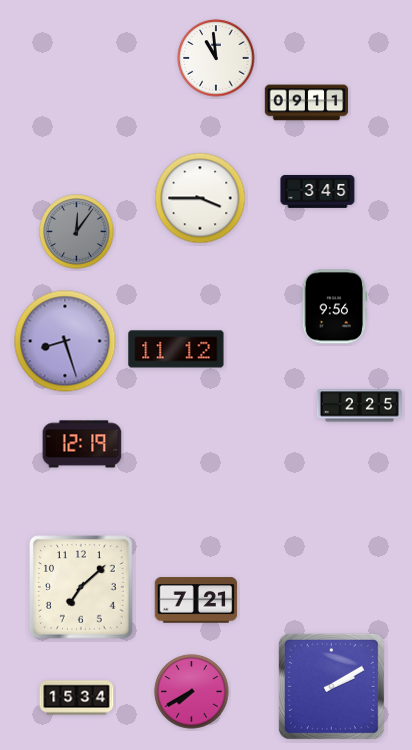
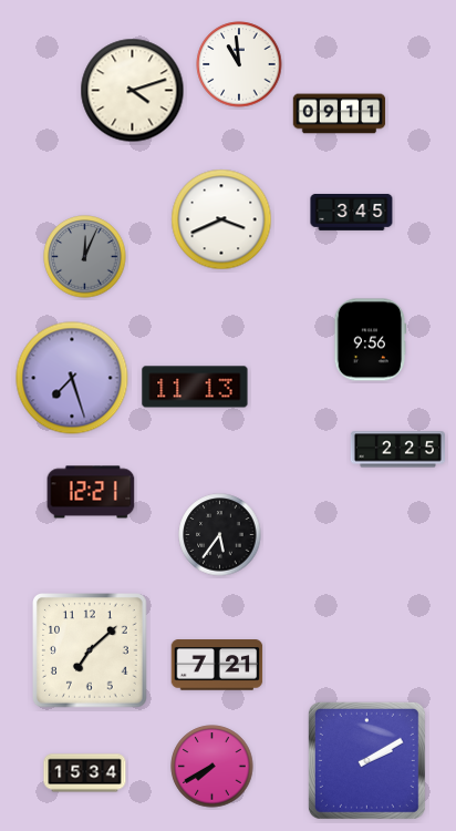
clock at (133, 91): none -> 4:12
clock at (200, 198): 3:45 -> 3:41
clock at (77, 232): 12:06 -> 12:04
clock at (65, 341): 8:27 -> 7:27
clock at (176, 349): 11:12 -> 11:13
clock at (82, 444): 12:19 -> 12:21
clock at (220, 535): none -> 5:36
